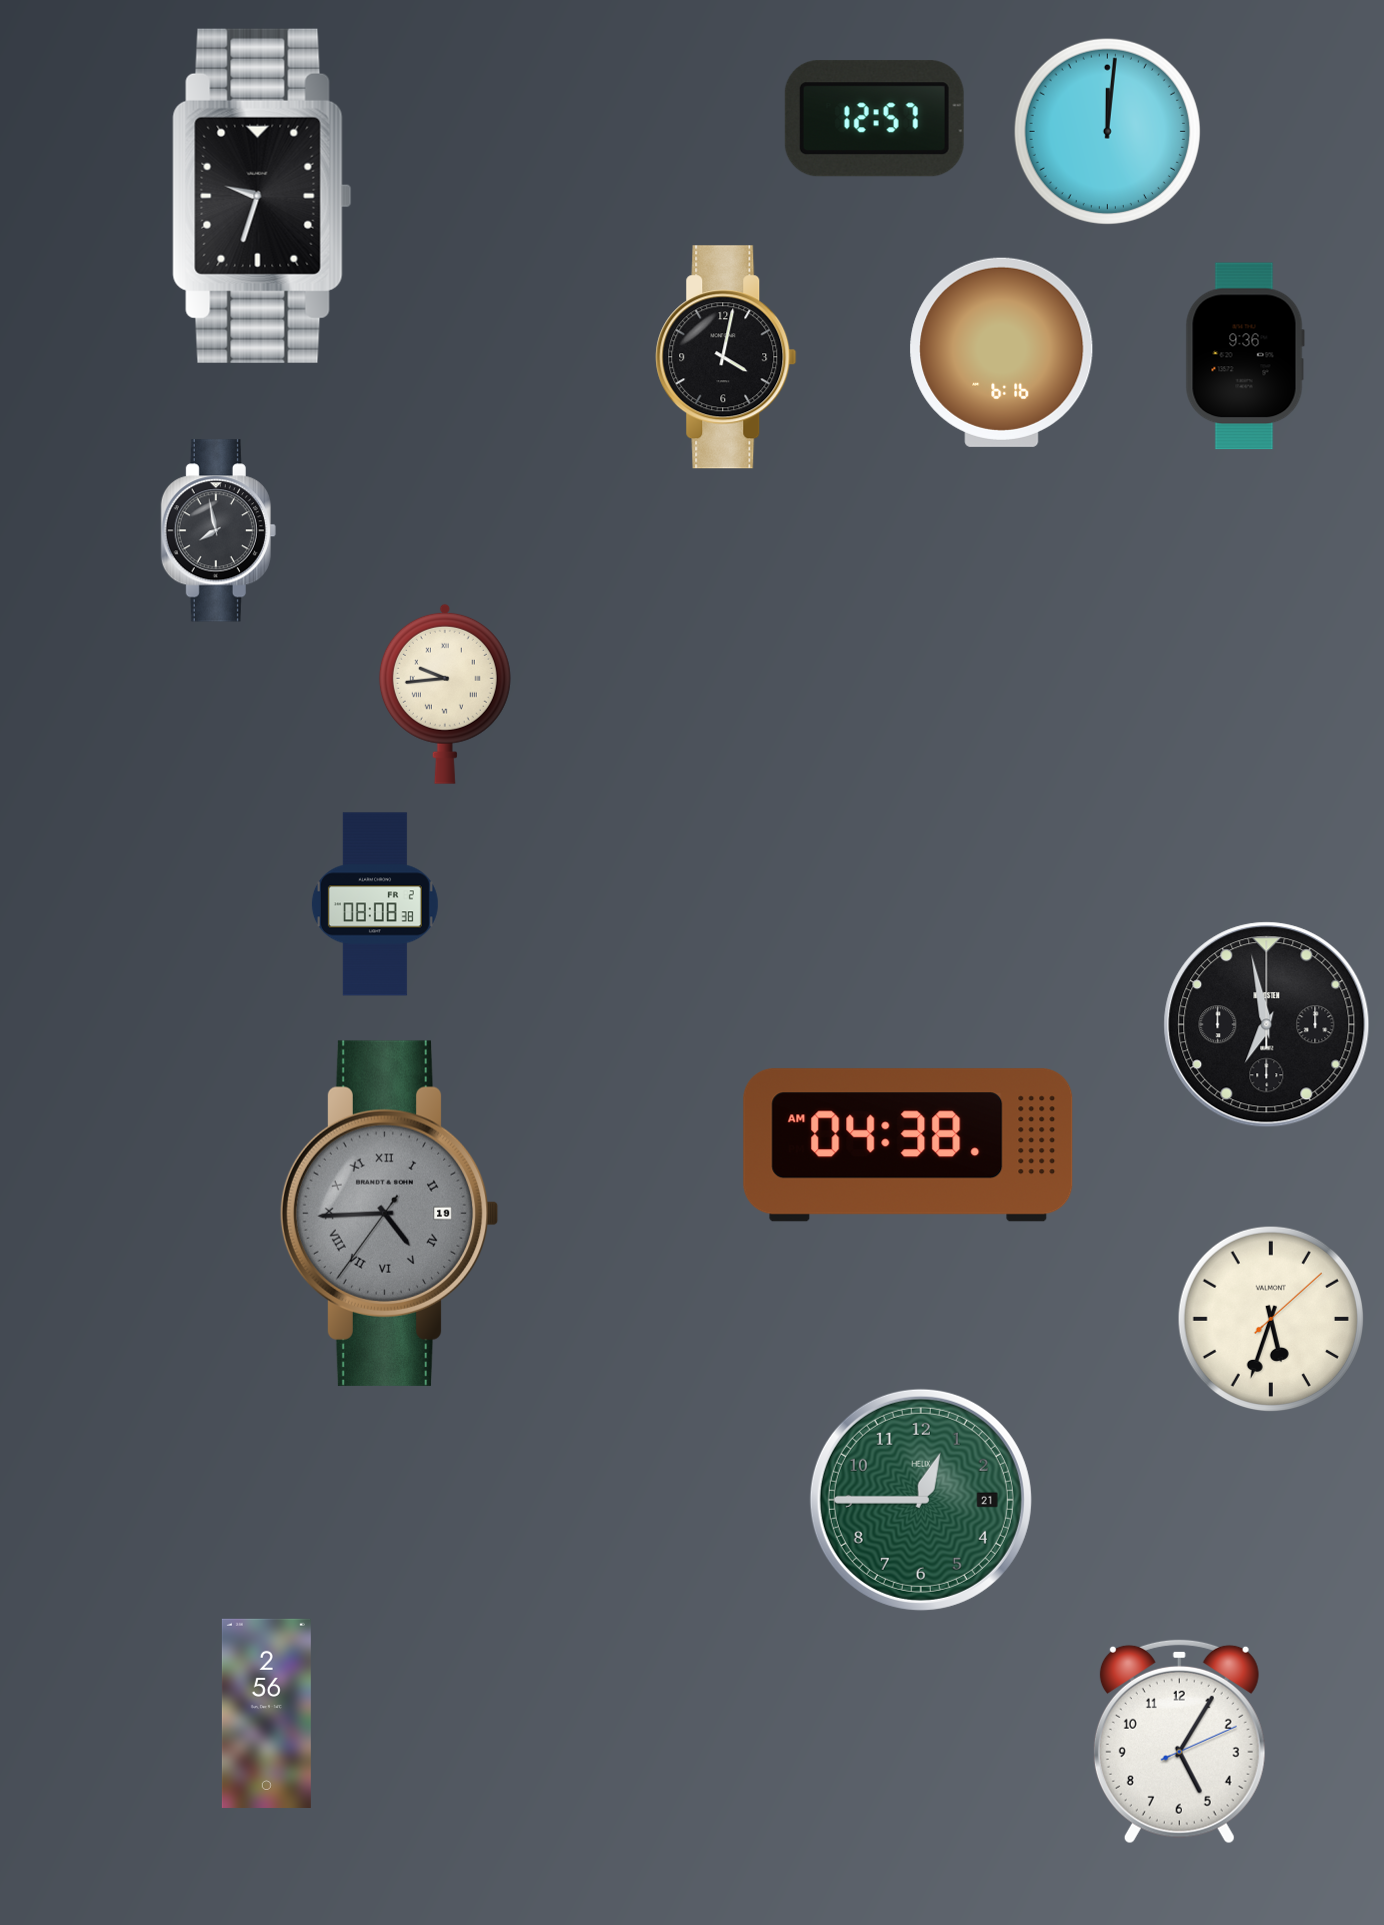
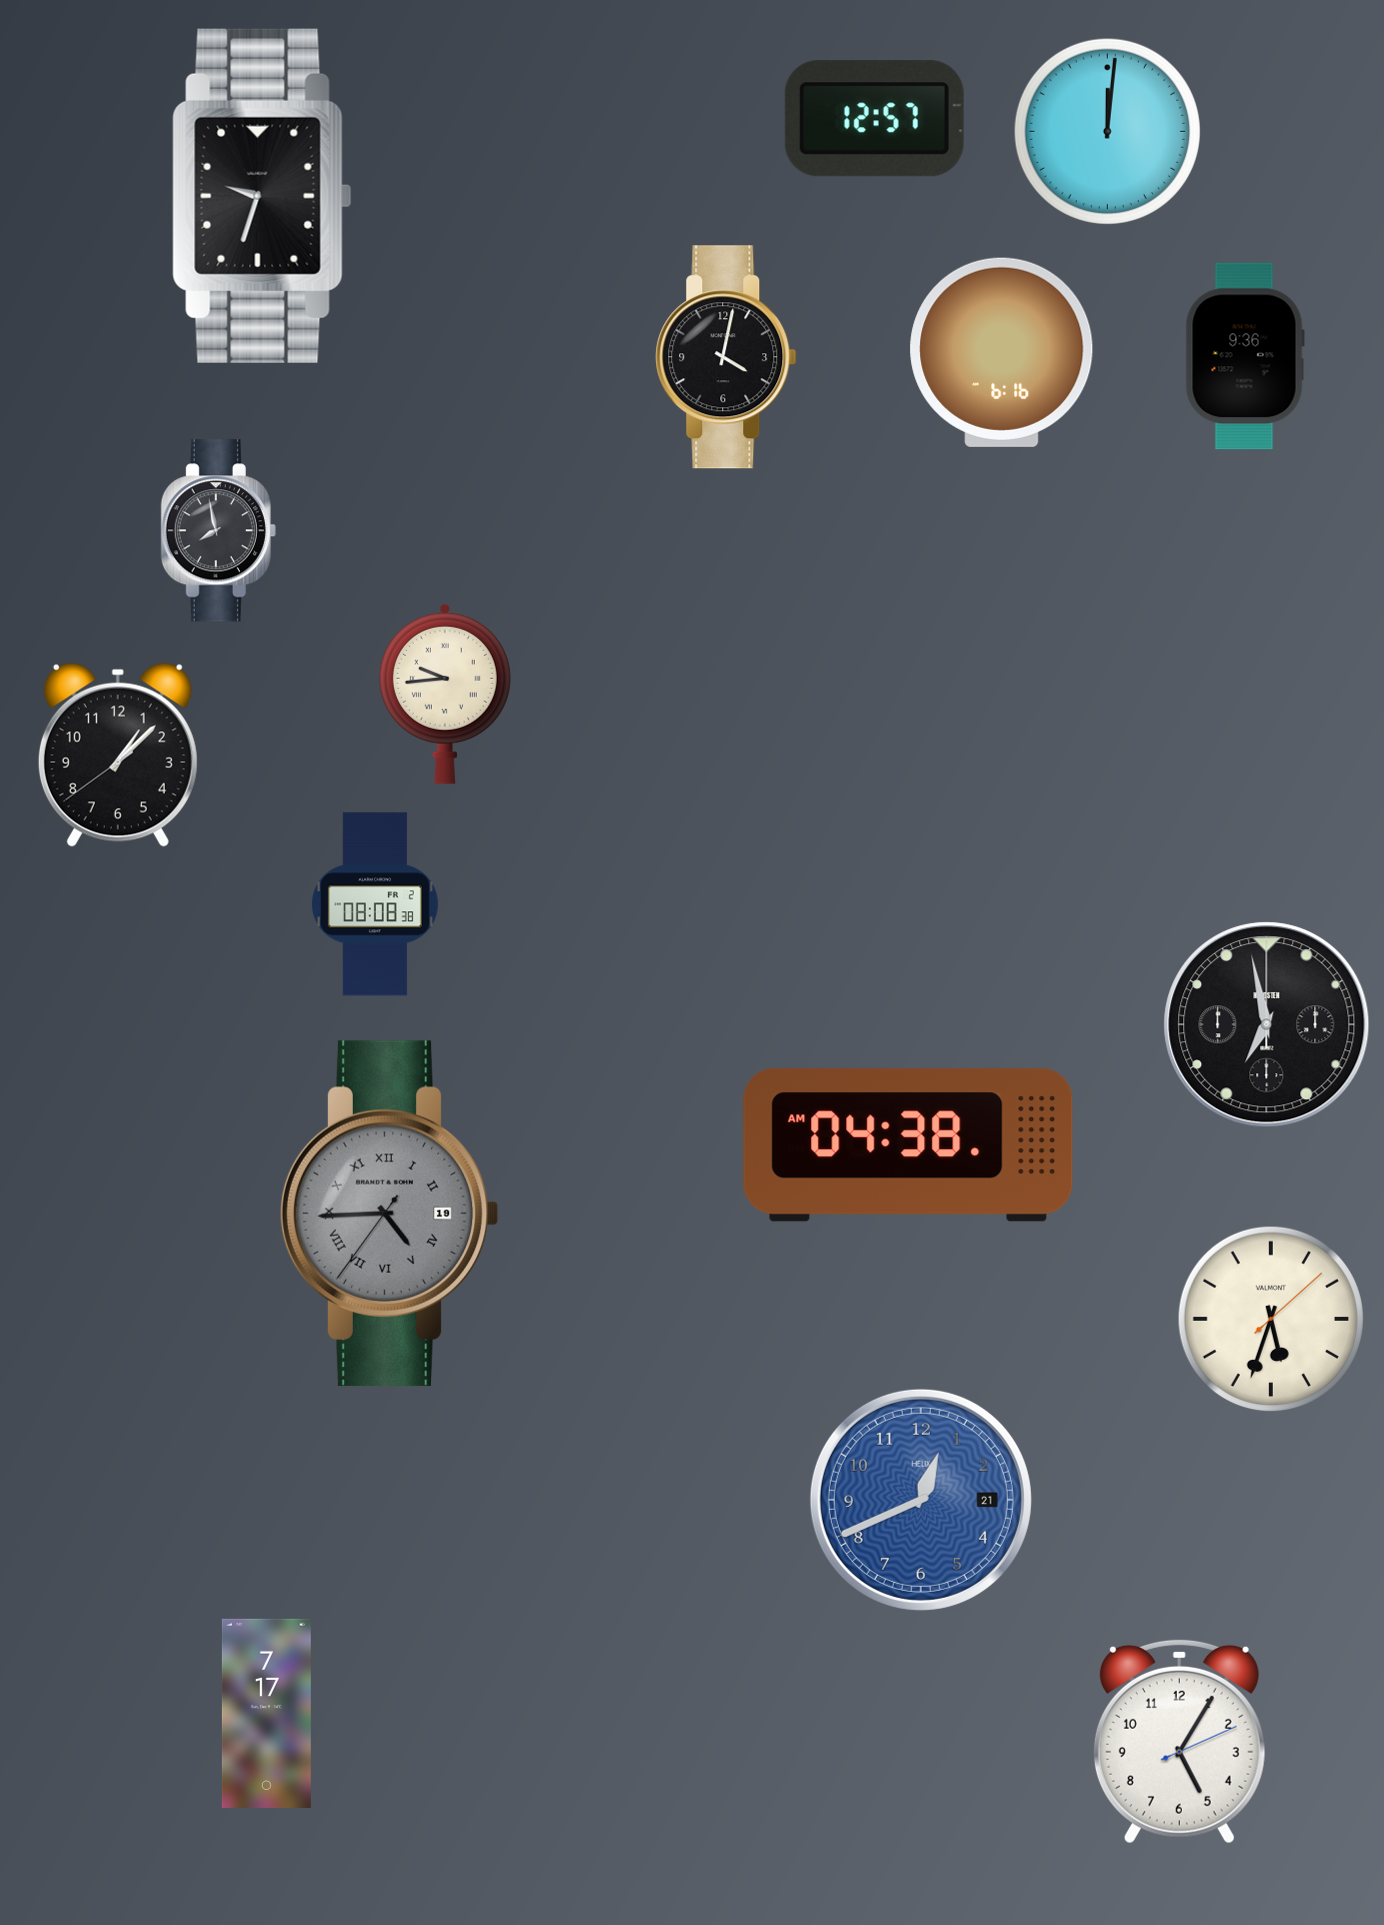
clock at (118, 755): none -> 1:07
clock at (921, 1500): 12:45 -> 12:41
clock at (921, 1500) dial: green -> blue
clock at (266, 1713): 2:56 -> 7:17
